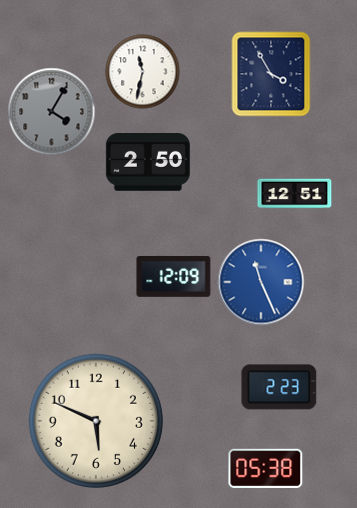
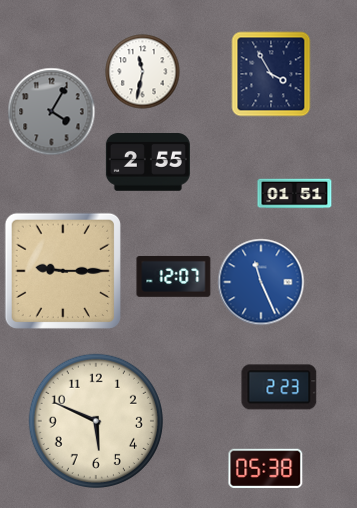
clock at (148, 163): 2:50 -> 2:55
clock at (295, 194): 12:51 -> 01:51
clock at (63, 271): none -> 9:15
clock at (174, 276): 12:09 -> 12:07
